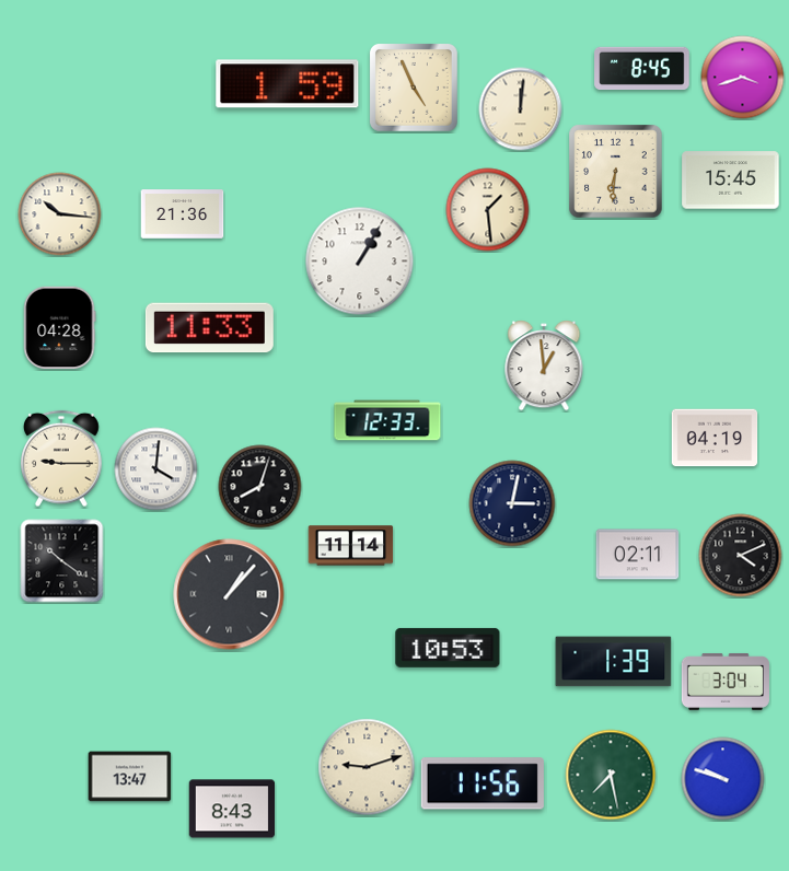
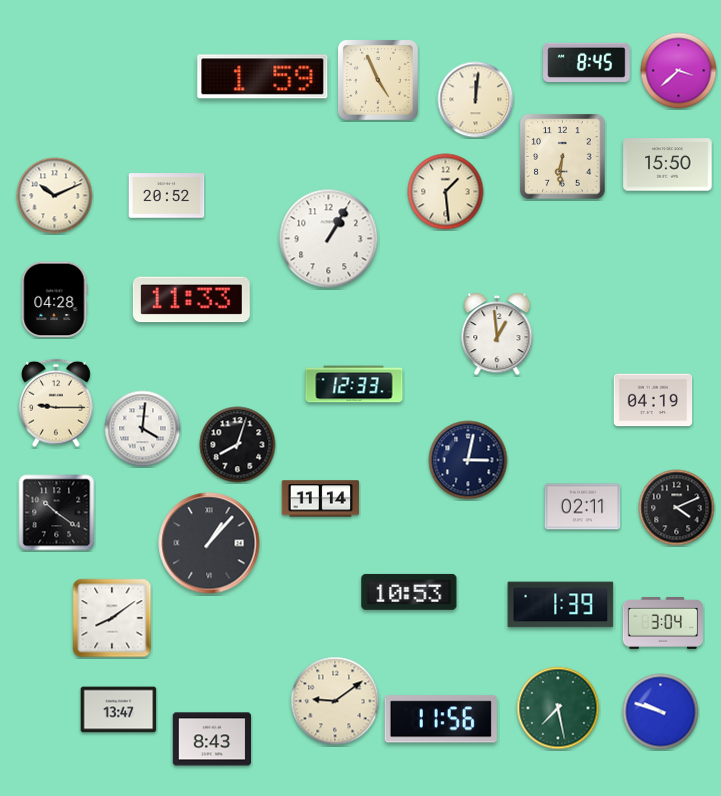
clock at (743, 78): 3:42 -> 3:38
clock at (731, 181): 15:45 -> 15:50
clock at (60, 214): 10:16 -> 10:11
clock at (183, 214): 21:36 -> 20:52
clock at (62, 458) position: (62, 458) -> (57, 403)
clock at (112, 618): none -> 8:09
clock at (367, 767): 9:12 -> 9:09
clock at (483, 783) position: (483, 783) -> (441, 719)
